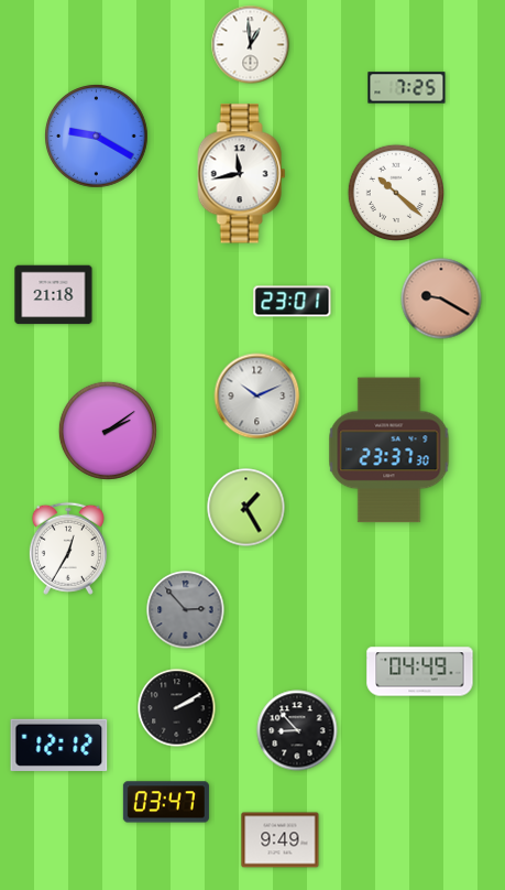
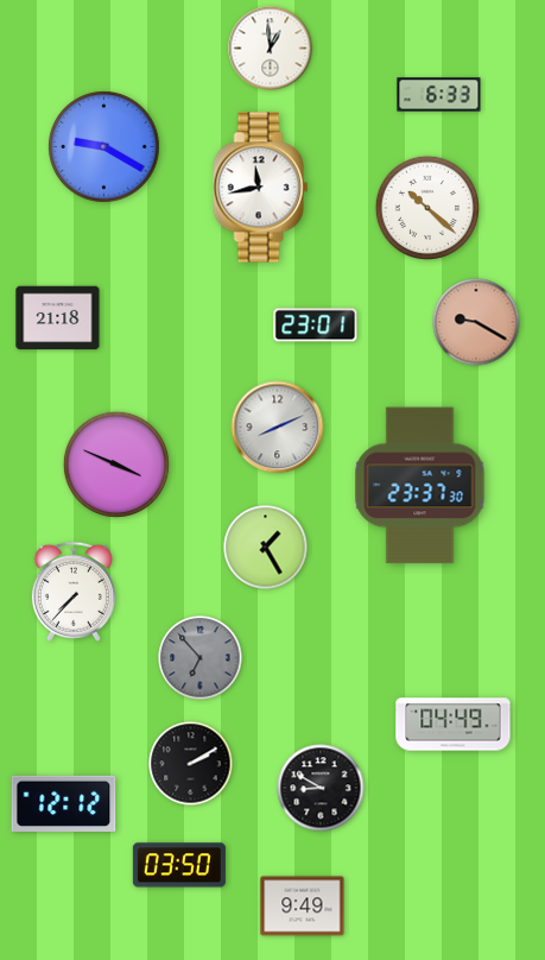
clock at (407, 88): 7:25 -> 6:33
clock at (257, 397): 10:11 -> 8:11
clock at (108, 431): 2:09 -> 3:49
clock at (68, 549): 12:35 -> 7:37
clock at (186, 610): 2:53 -> 6:53
clock at (297, 730): 8:53 -> 8:50
clock at (166, 802): 03:47 -> 03:50
